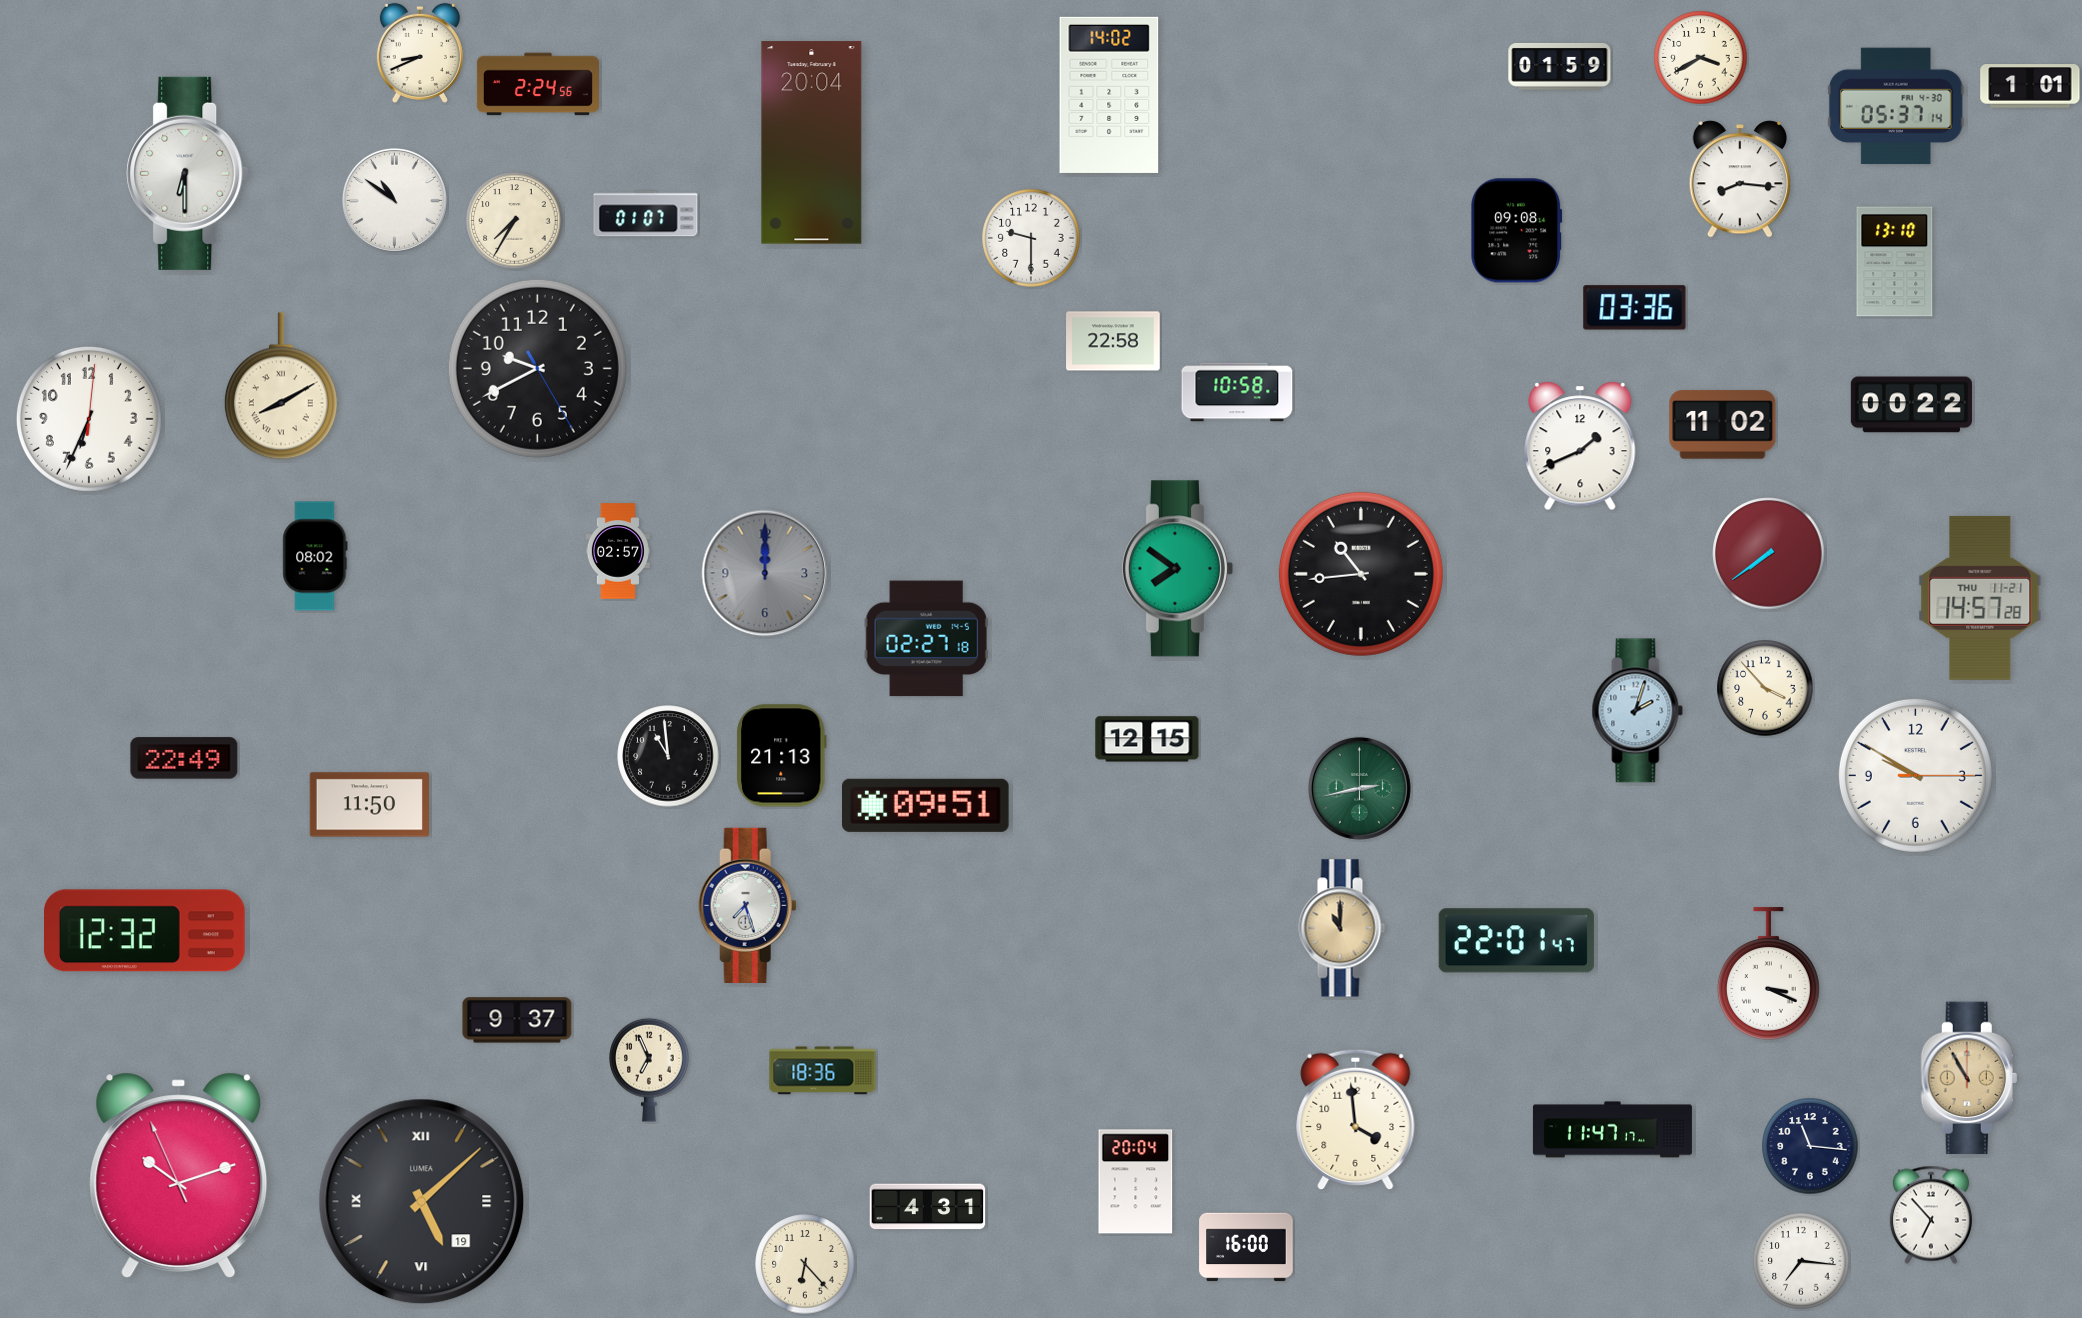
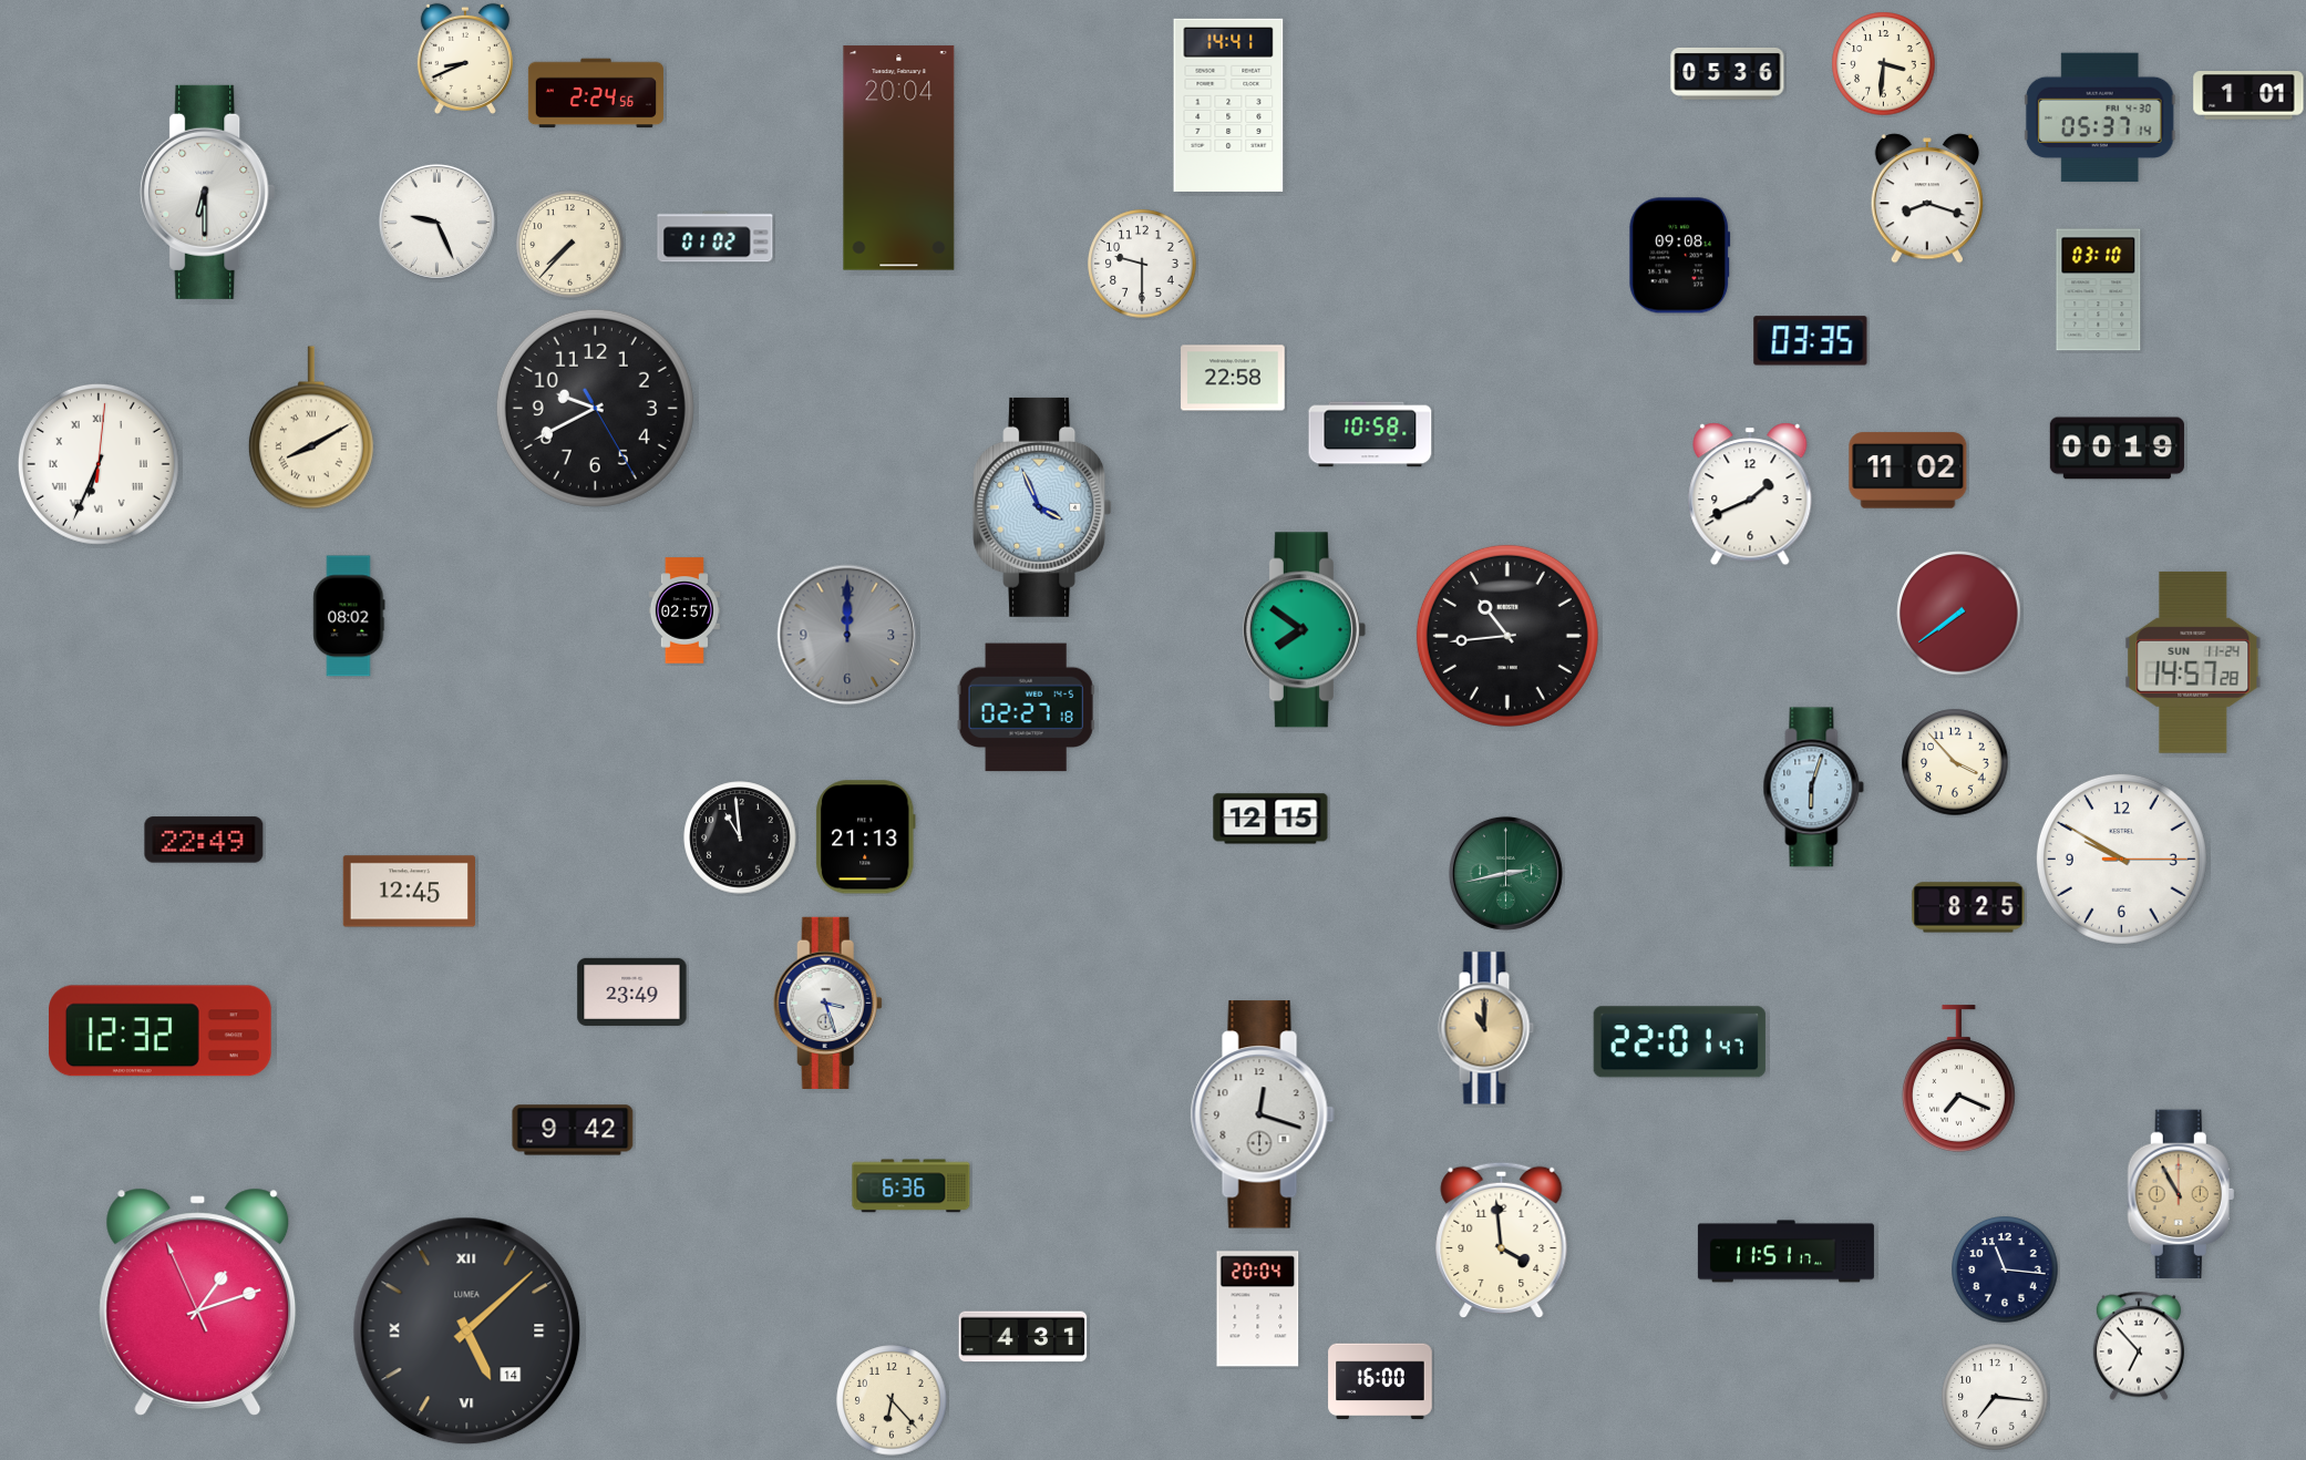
clock at (1701, 58): 3:40 -> 3:31
clock at (1560, 66): 01:59 -> 05:36
clock at (1109, 95): 14:02 -> 14:41
clock at (1739, 179): 8:16 -> 8:18
clock at (394, 200): 10:51 -> 9:26
clock at (646, 214): 01:07 -> 01:02
clock at (515, 221): 7:35 -> 7:37
clock at (1895, 262): 13:10 -> 03:10
clock at (1635, 308): 03:36 -> 03:35
clock at (1911, 405): 00:22 -> 00:19
clock at (89, 419) numerals: Arabic -> Roman
clock at (1042, 507): none -> 3:56
clock at (1980, 598) date: THU 11-21 -> SUN 11-24
clock at (1638, 711): 2:03 -> 6:03
clock at (369, 805): 11:50 -> 12:45
clock at (926, 805): 09:51 -> none
clock at (1968, 907): none -> 8:25
clock at (632, 991): none -> 23:49
clock at (747, 905): 7:27 -> 3:27
clock at (1768, 974): 3:19 -> 7:19
clock at (1263, 1114): none -> 12:18
clock at (517, 1020): 9:37 -> 9:42
clock at (649, 1070): 6:56 -> none
clock at (823, 1071): 18:36 -> 6:36
clock at (1612, 1130): 11:47 -> 11:51
clock at (179, 1175): 10:11 -> 1:11
clock at (422, 1202) date: 19 -> 14
clock at (928, 1207) position: (928, 1207) -> (1023, 1337)
